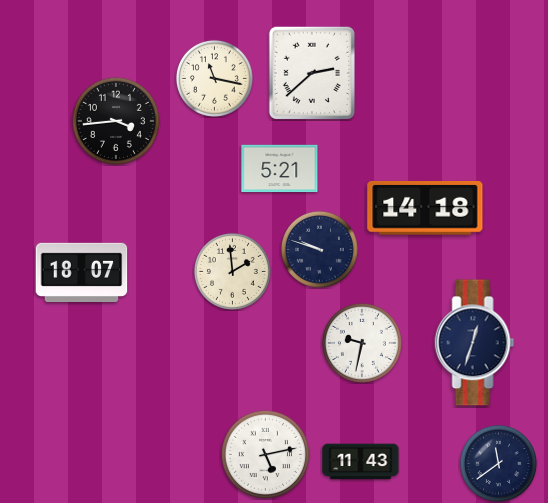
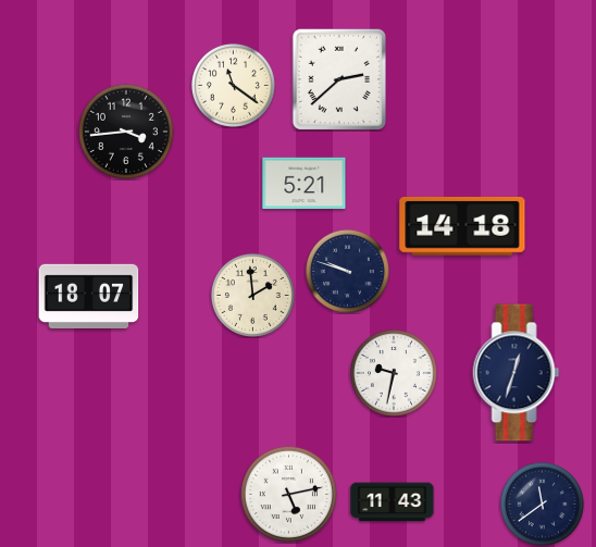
clock at (214, 78): 11:17 -> 11:21
